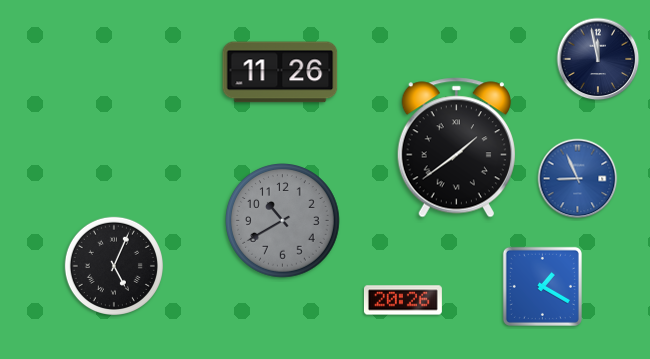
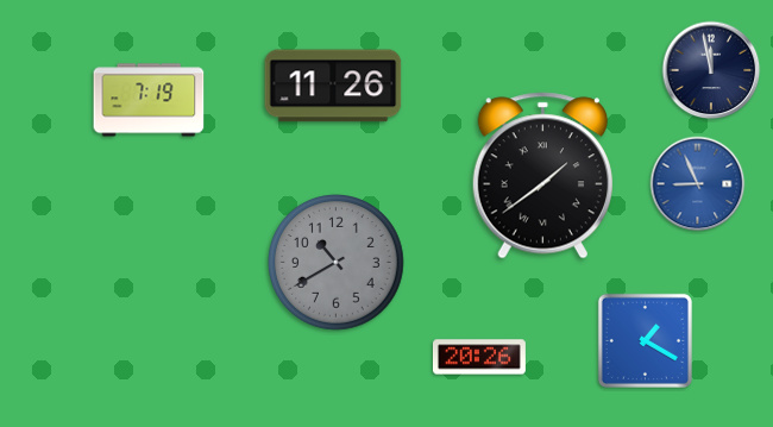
clock at (149, 100): none -> 7:19
clock at (578, 179) position: (578, 179) -> (698, 184)
clock at (113, 265): 5:04 -> none
